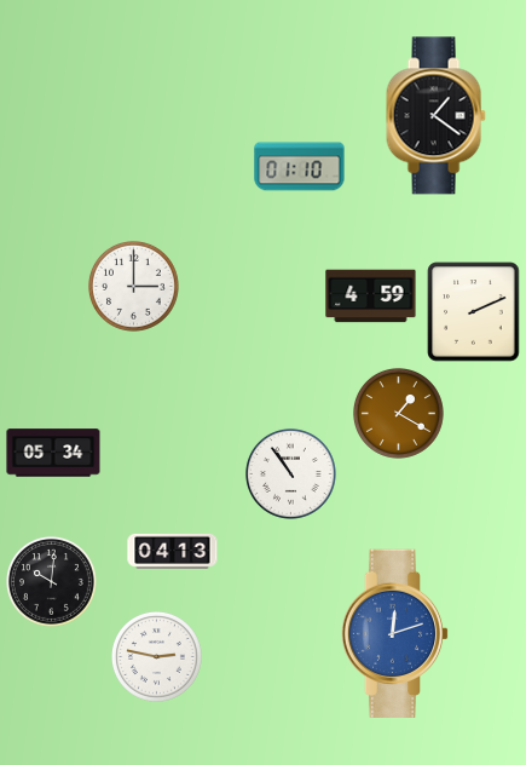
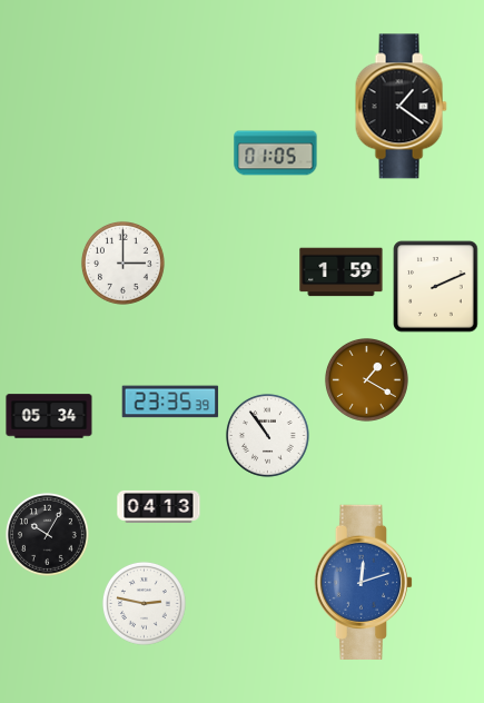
clock at (300, 167): 01:10 -> 01:05
clock at (371, 297): 4:59 -> 1:59
clock at (170, 402): none -> 23:35
clock at (51, 581): 10:01 -> 10:05
